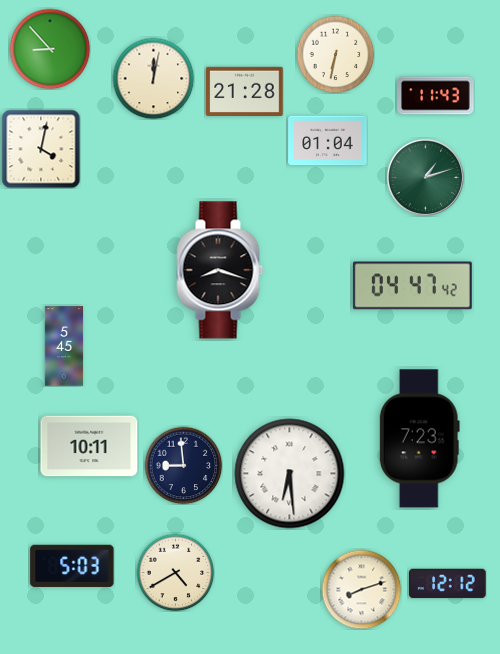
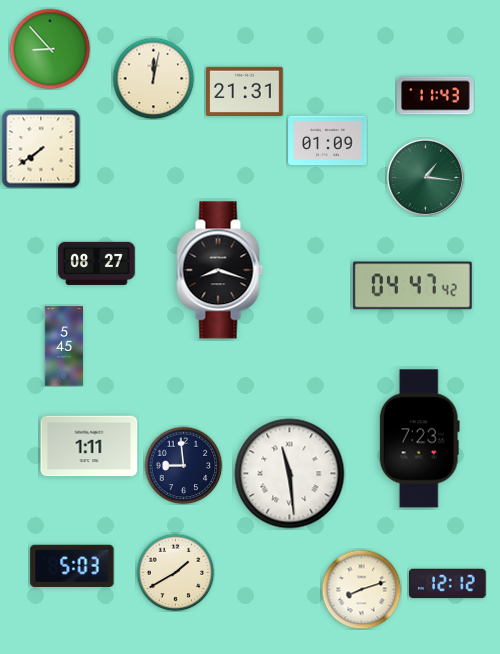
clock at (335, 54): 6:32 -> none
clock at (245, 91): 21:28 -> 21:31
clock at (328, 141): 01:04 -> 01:09
clock at (41, 149): 4:02 -> 7:39
clock at (425, 177): 1:12 -> 1:16
clock at (97, 263): none -> 08:27
clock at (89, 446): 10:11 -> 1:11
clock at (290, 474): 6:29 -> 11:29
clock at (175, 572): 4:40 -> 1:40
